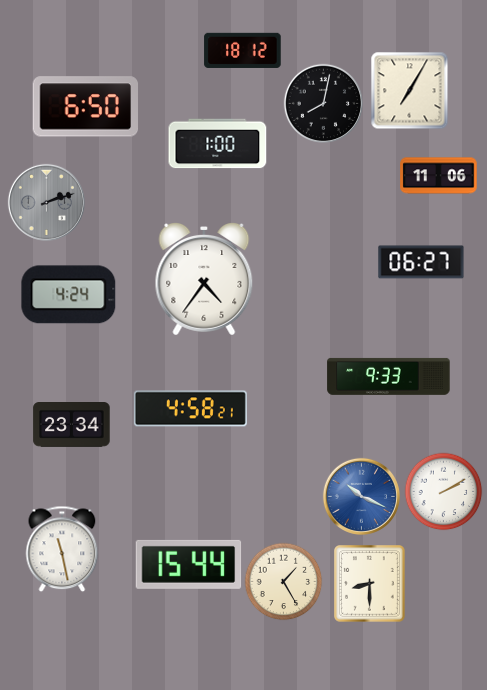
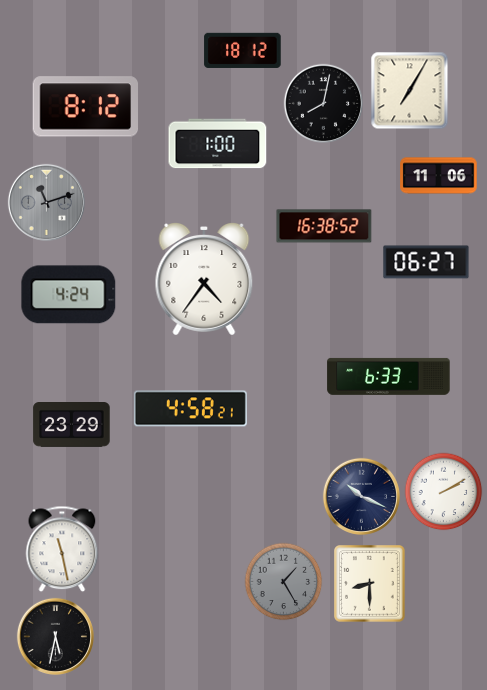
clock at (86, 107): 6:50 -> 8:12
clock at (46, 202): 2:12 -> 11:12
clock at (324, 226): none -> 16:38
clock at (421, 262) position: (421, 262) -> (426, 262)
clock at (389, 376): 9:33 -> 6:33
clock at (72, 425): 23:34 -> 23:29
clock at (361, 496) dial: blue -> navy
clock at (189, 564): 15:44 -> none
clock at (283, 581) dial: cream -> grey
clock at (55, 636): none -> 5:32
